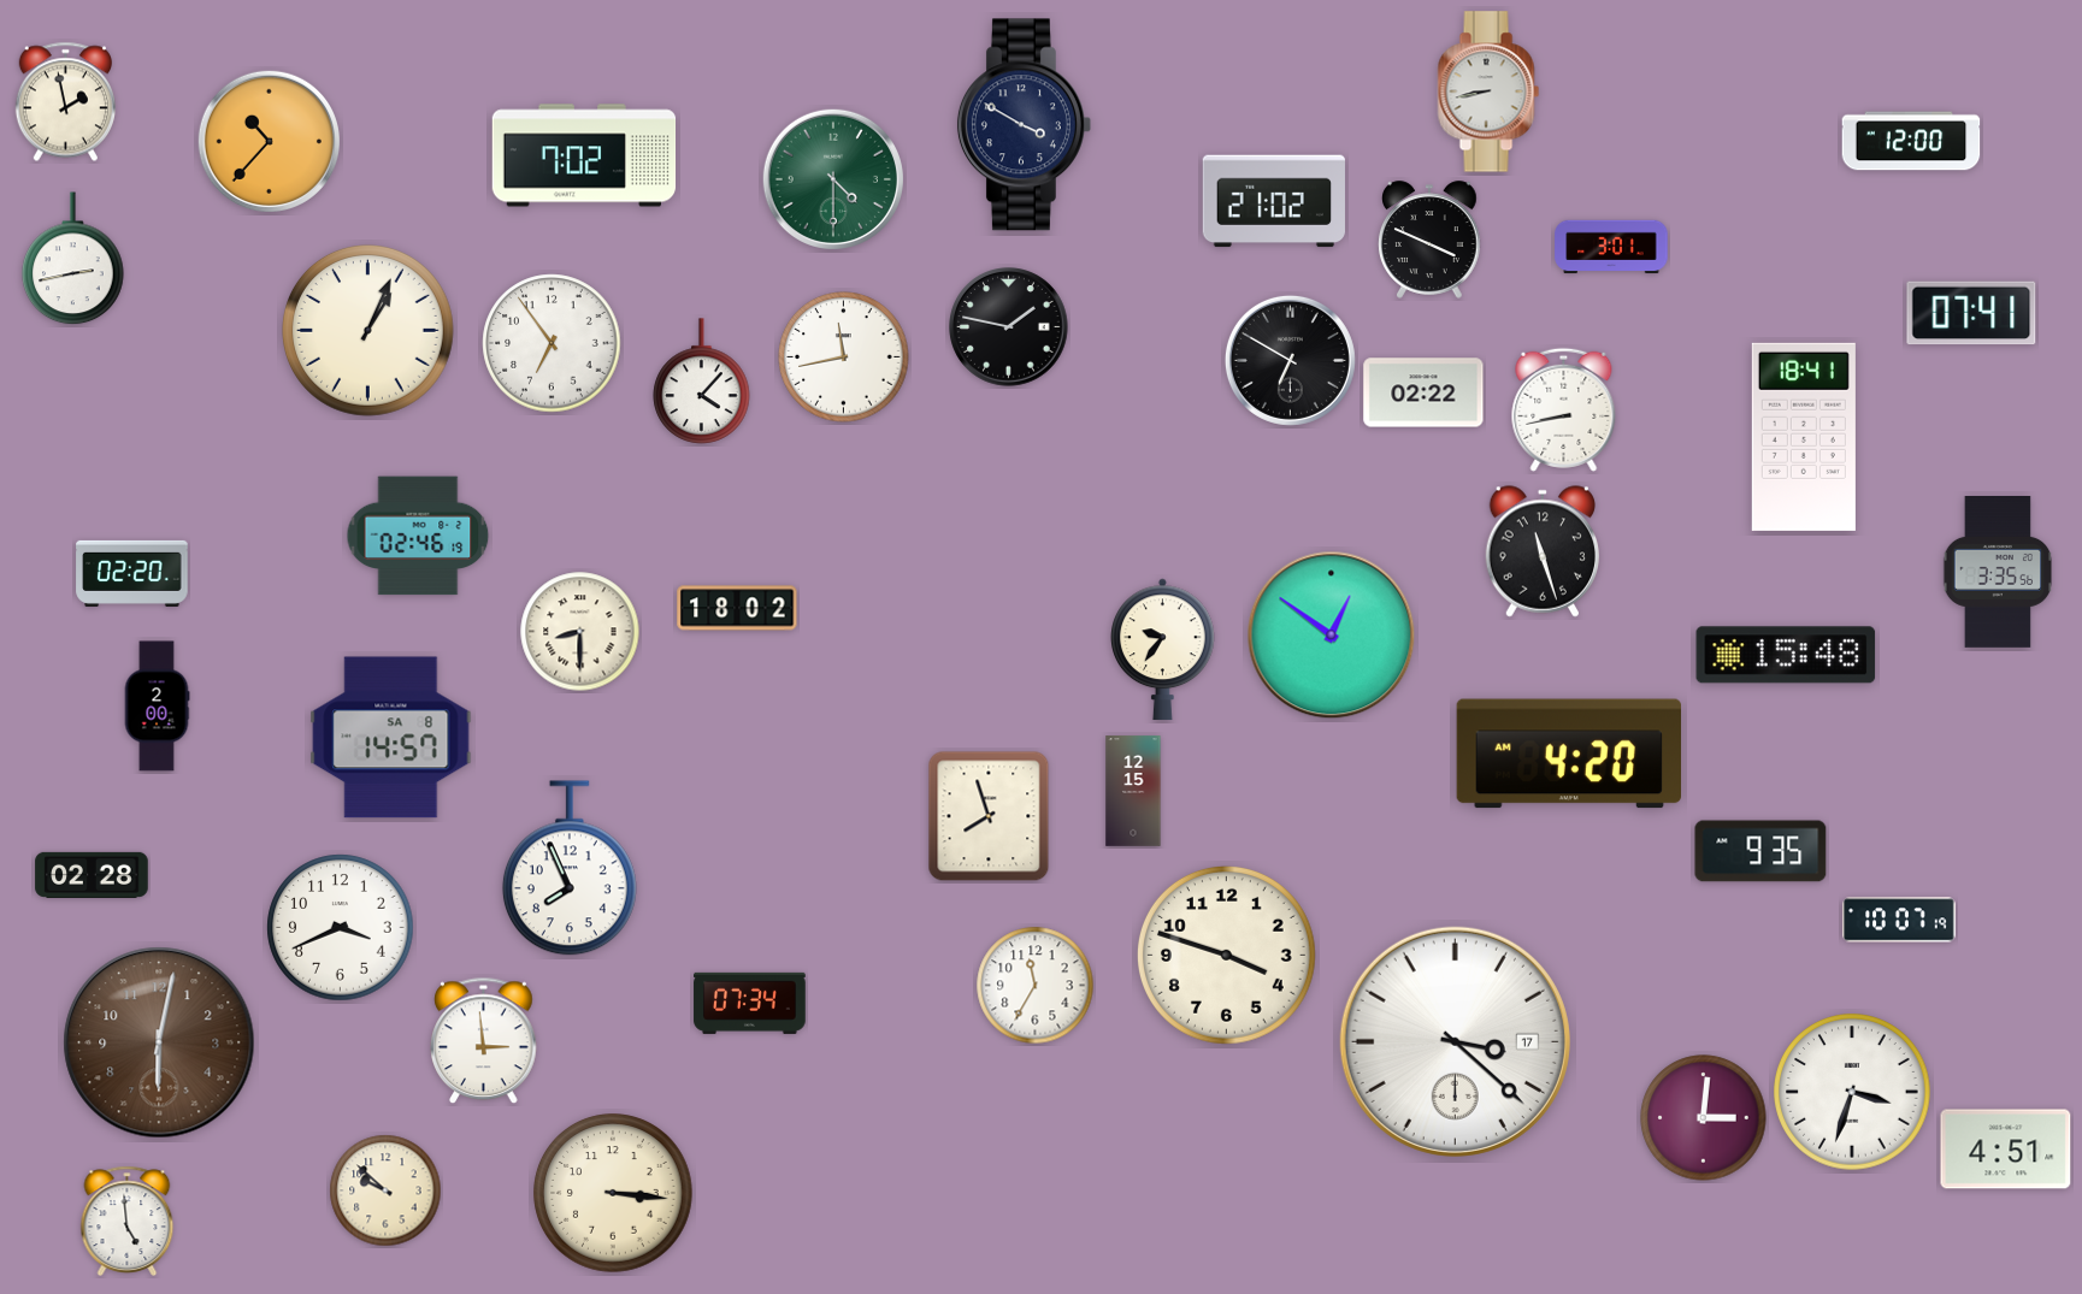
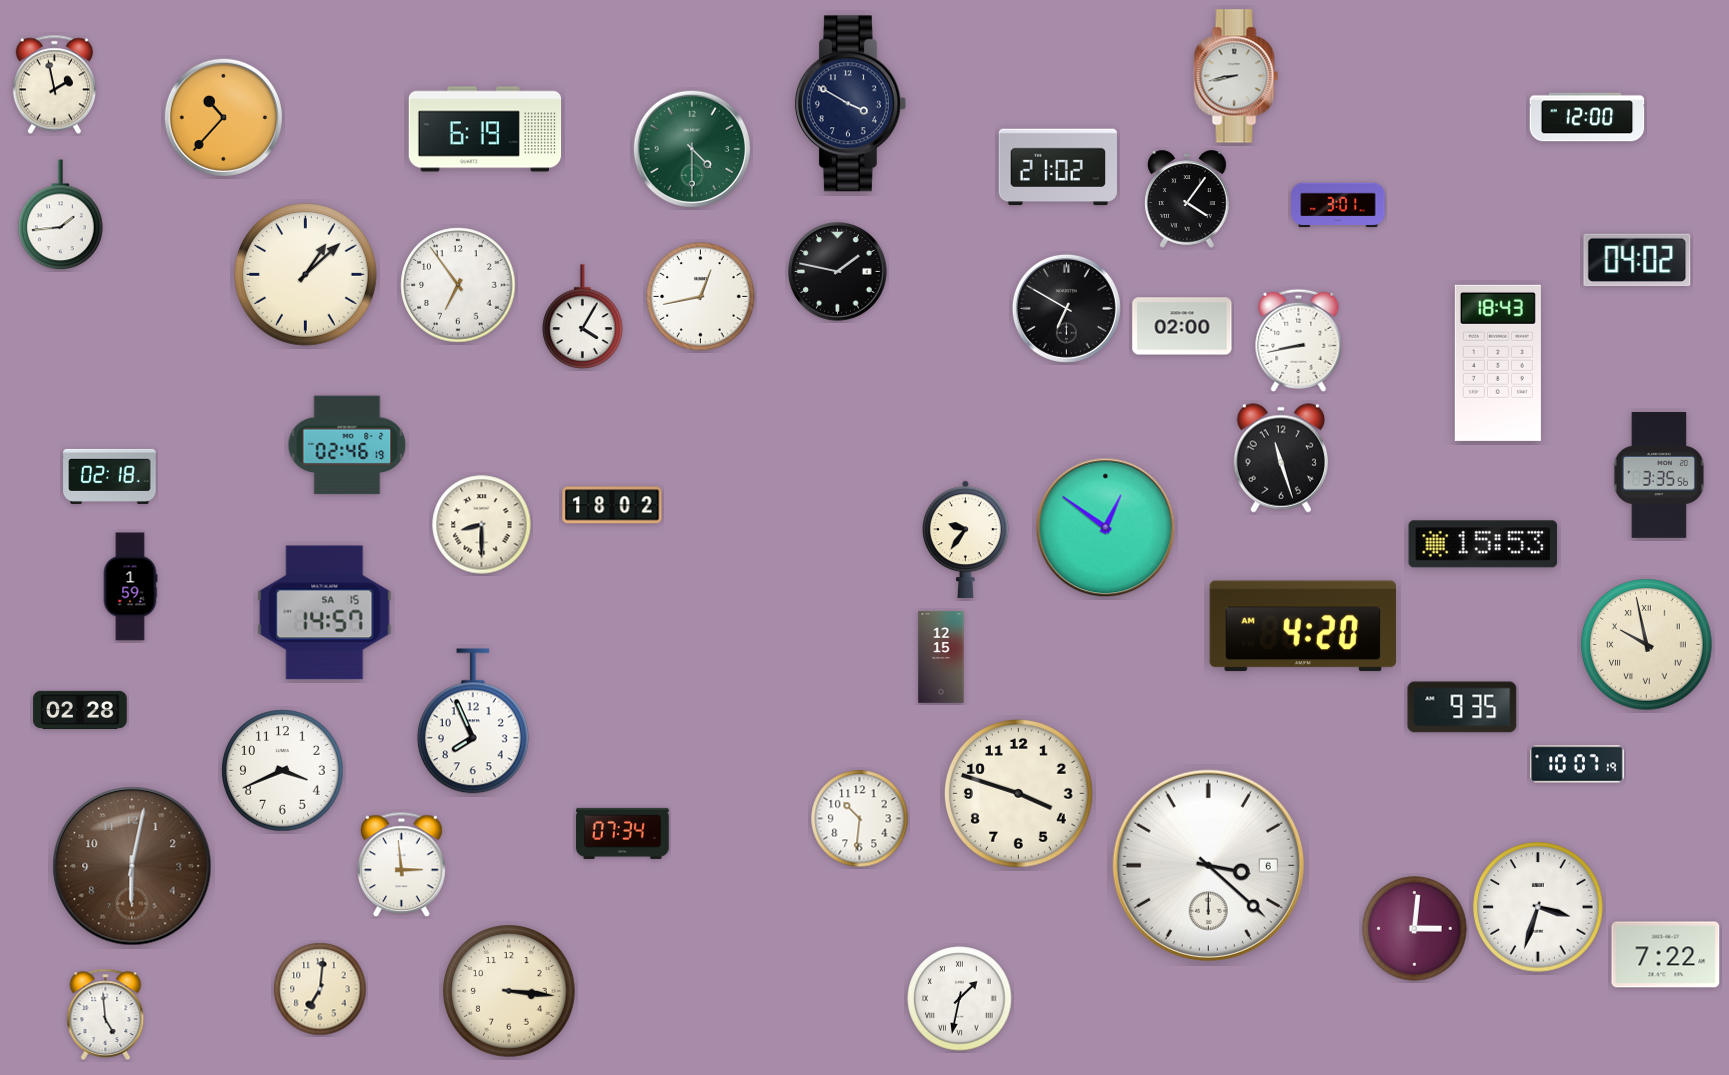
clock at (584, 155): 7:02 -> 6:19
clock at (1429, 240): 3:49 -> 4:06
clock at (73, 259): 2:43 -> 1:44
clock at (1971, 313): 07:41 -> 04:02
clock at (368, 331): 1:04 -> 1:08
clock at (844, 358): 11:43 -> 12:43
clock at (1290, 360) position: (1290, 360) -> (1066, 308)
clock at (702, 382): 4:07 -> 4:05
clock at (1423, 392): 02:22 -> 02:00
clock at (1804, 437): 18:41 -> 18:43
clock at (132, 573): 02:20 -> 02:18
clock at (1786, 655): 15:48 -> 15:53
clock at (157, 707): 2:00 -> 1:59
clock at (391, 738) date: SA 8 -> SA 15
clock at (1647, 645): none -> 9:58
clock at (989, 816): 7:57 -> none
clock at (92, 875) position: (92, 875) -> (80, 710)
clock at (1036, 986): 11:35 -> 10:31
clock at (1455, 1041) date: 17 -> 6
clock at (2006, 1150): 4:51 -> 7:22
clock at (385, 1190): 9:52 -> 7:01
clock at (960, 999): none -> 1:32
